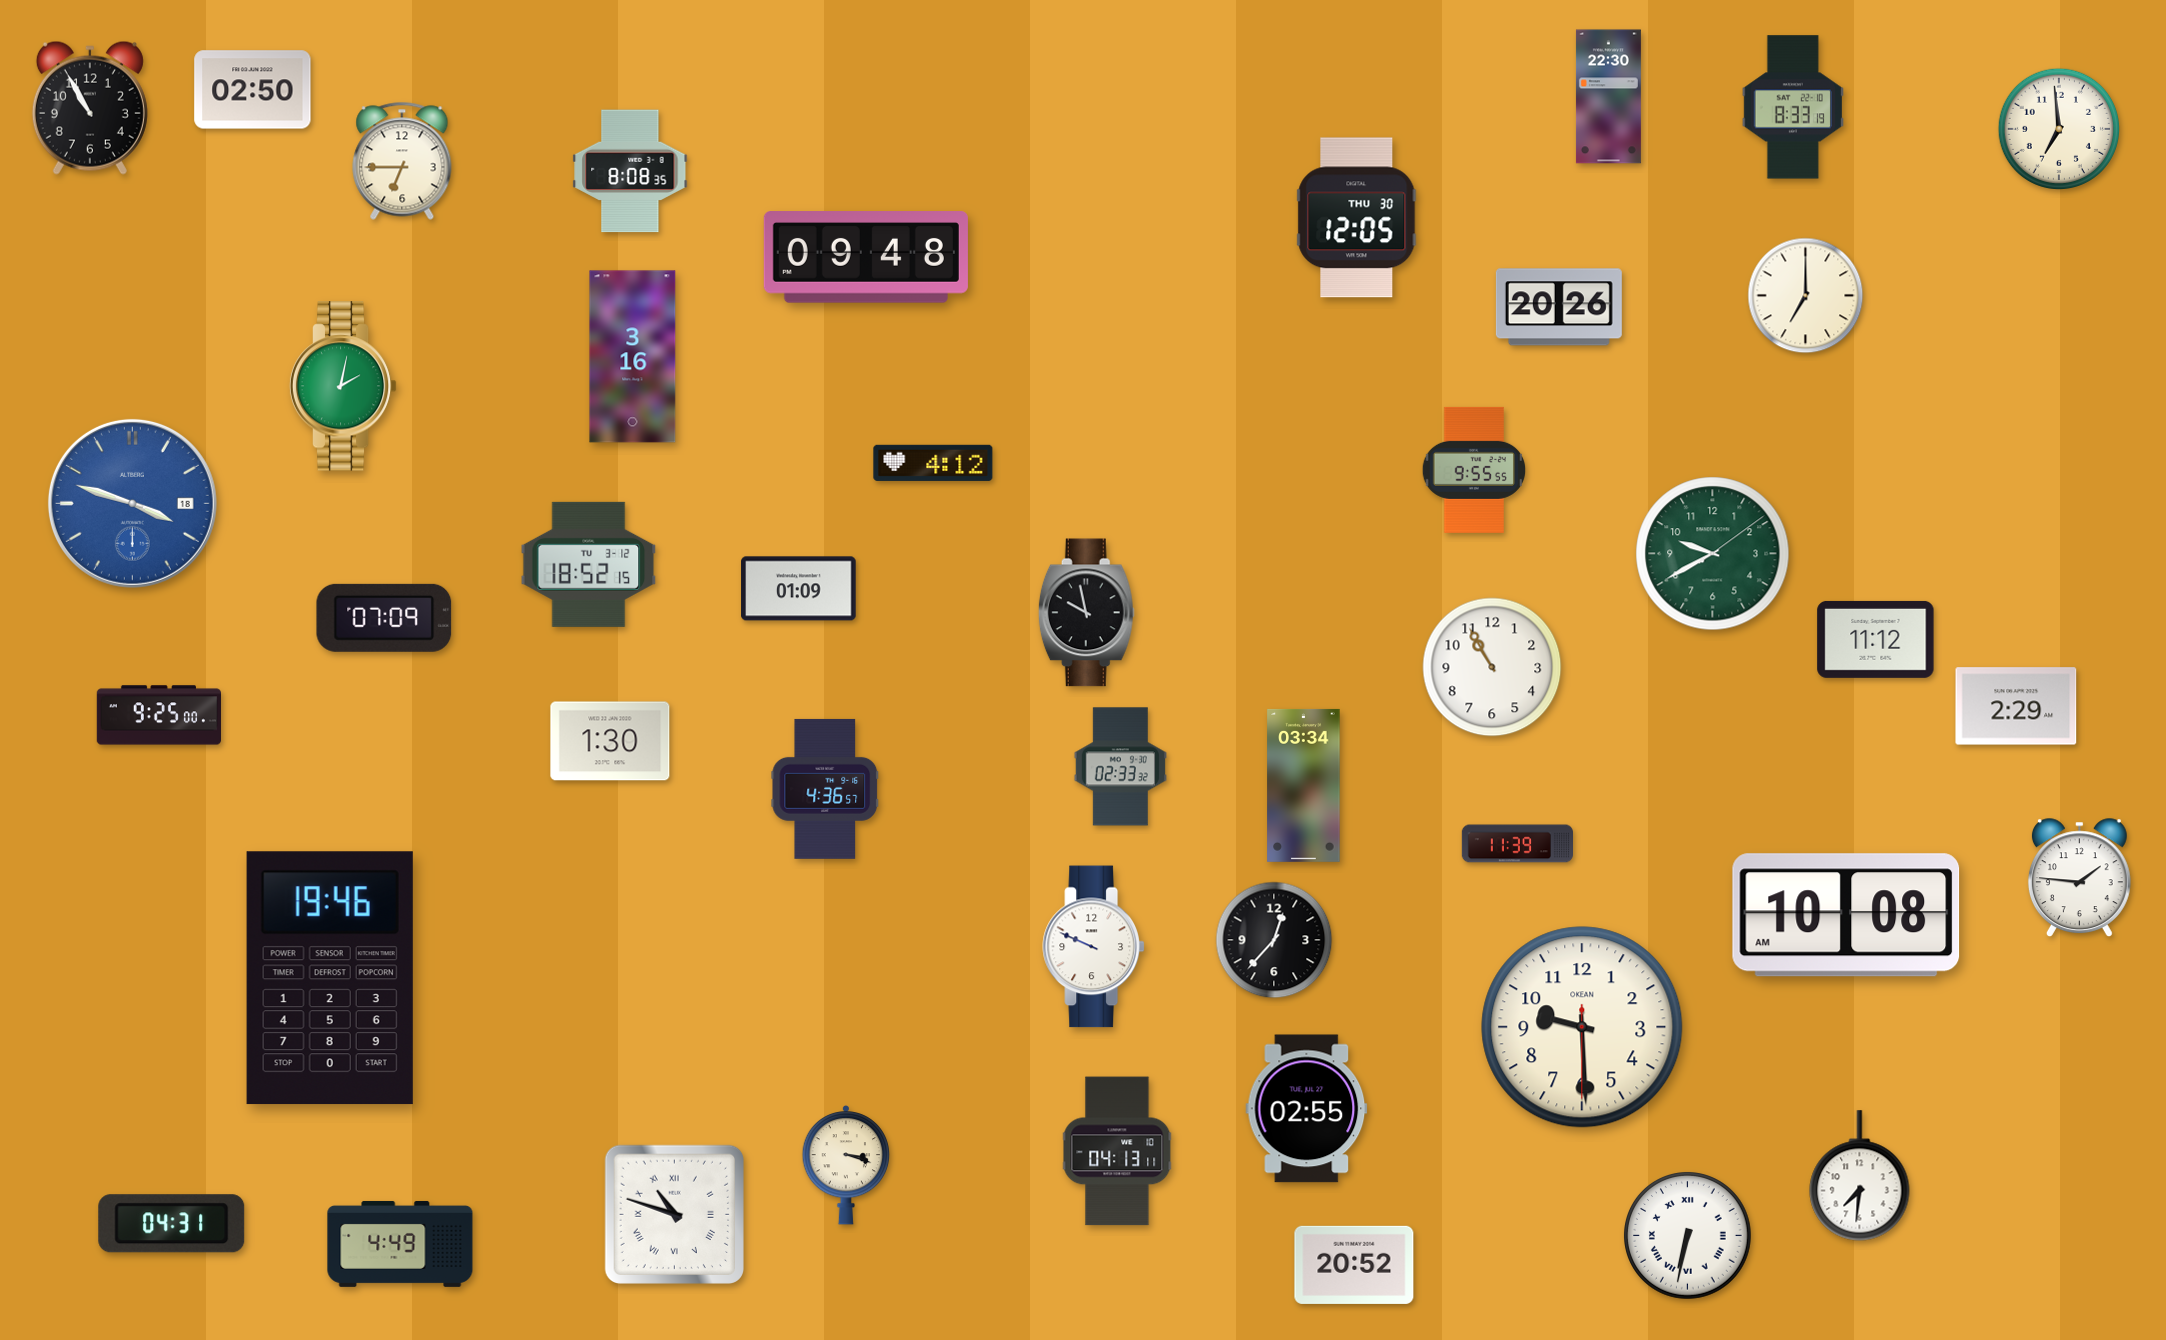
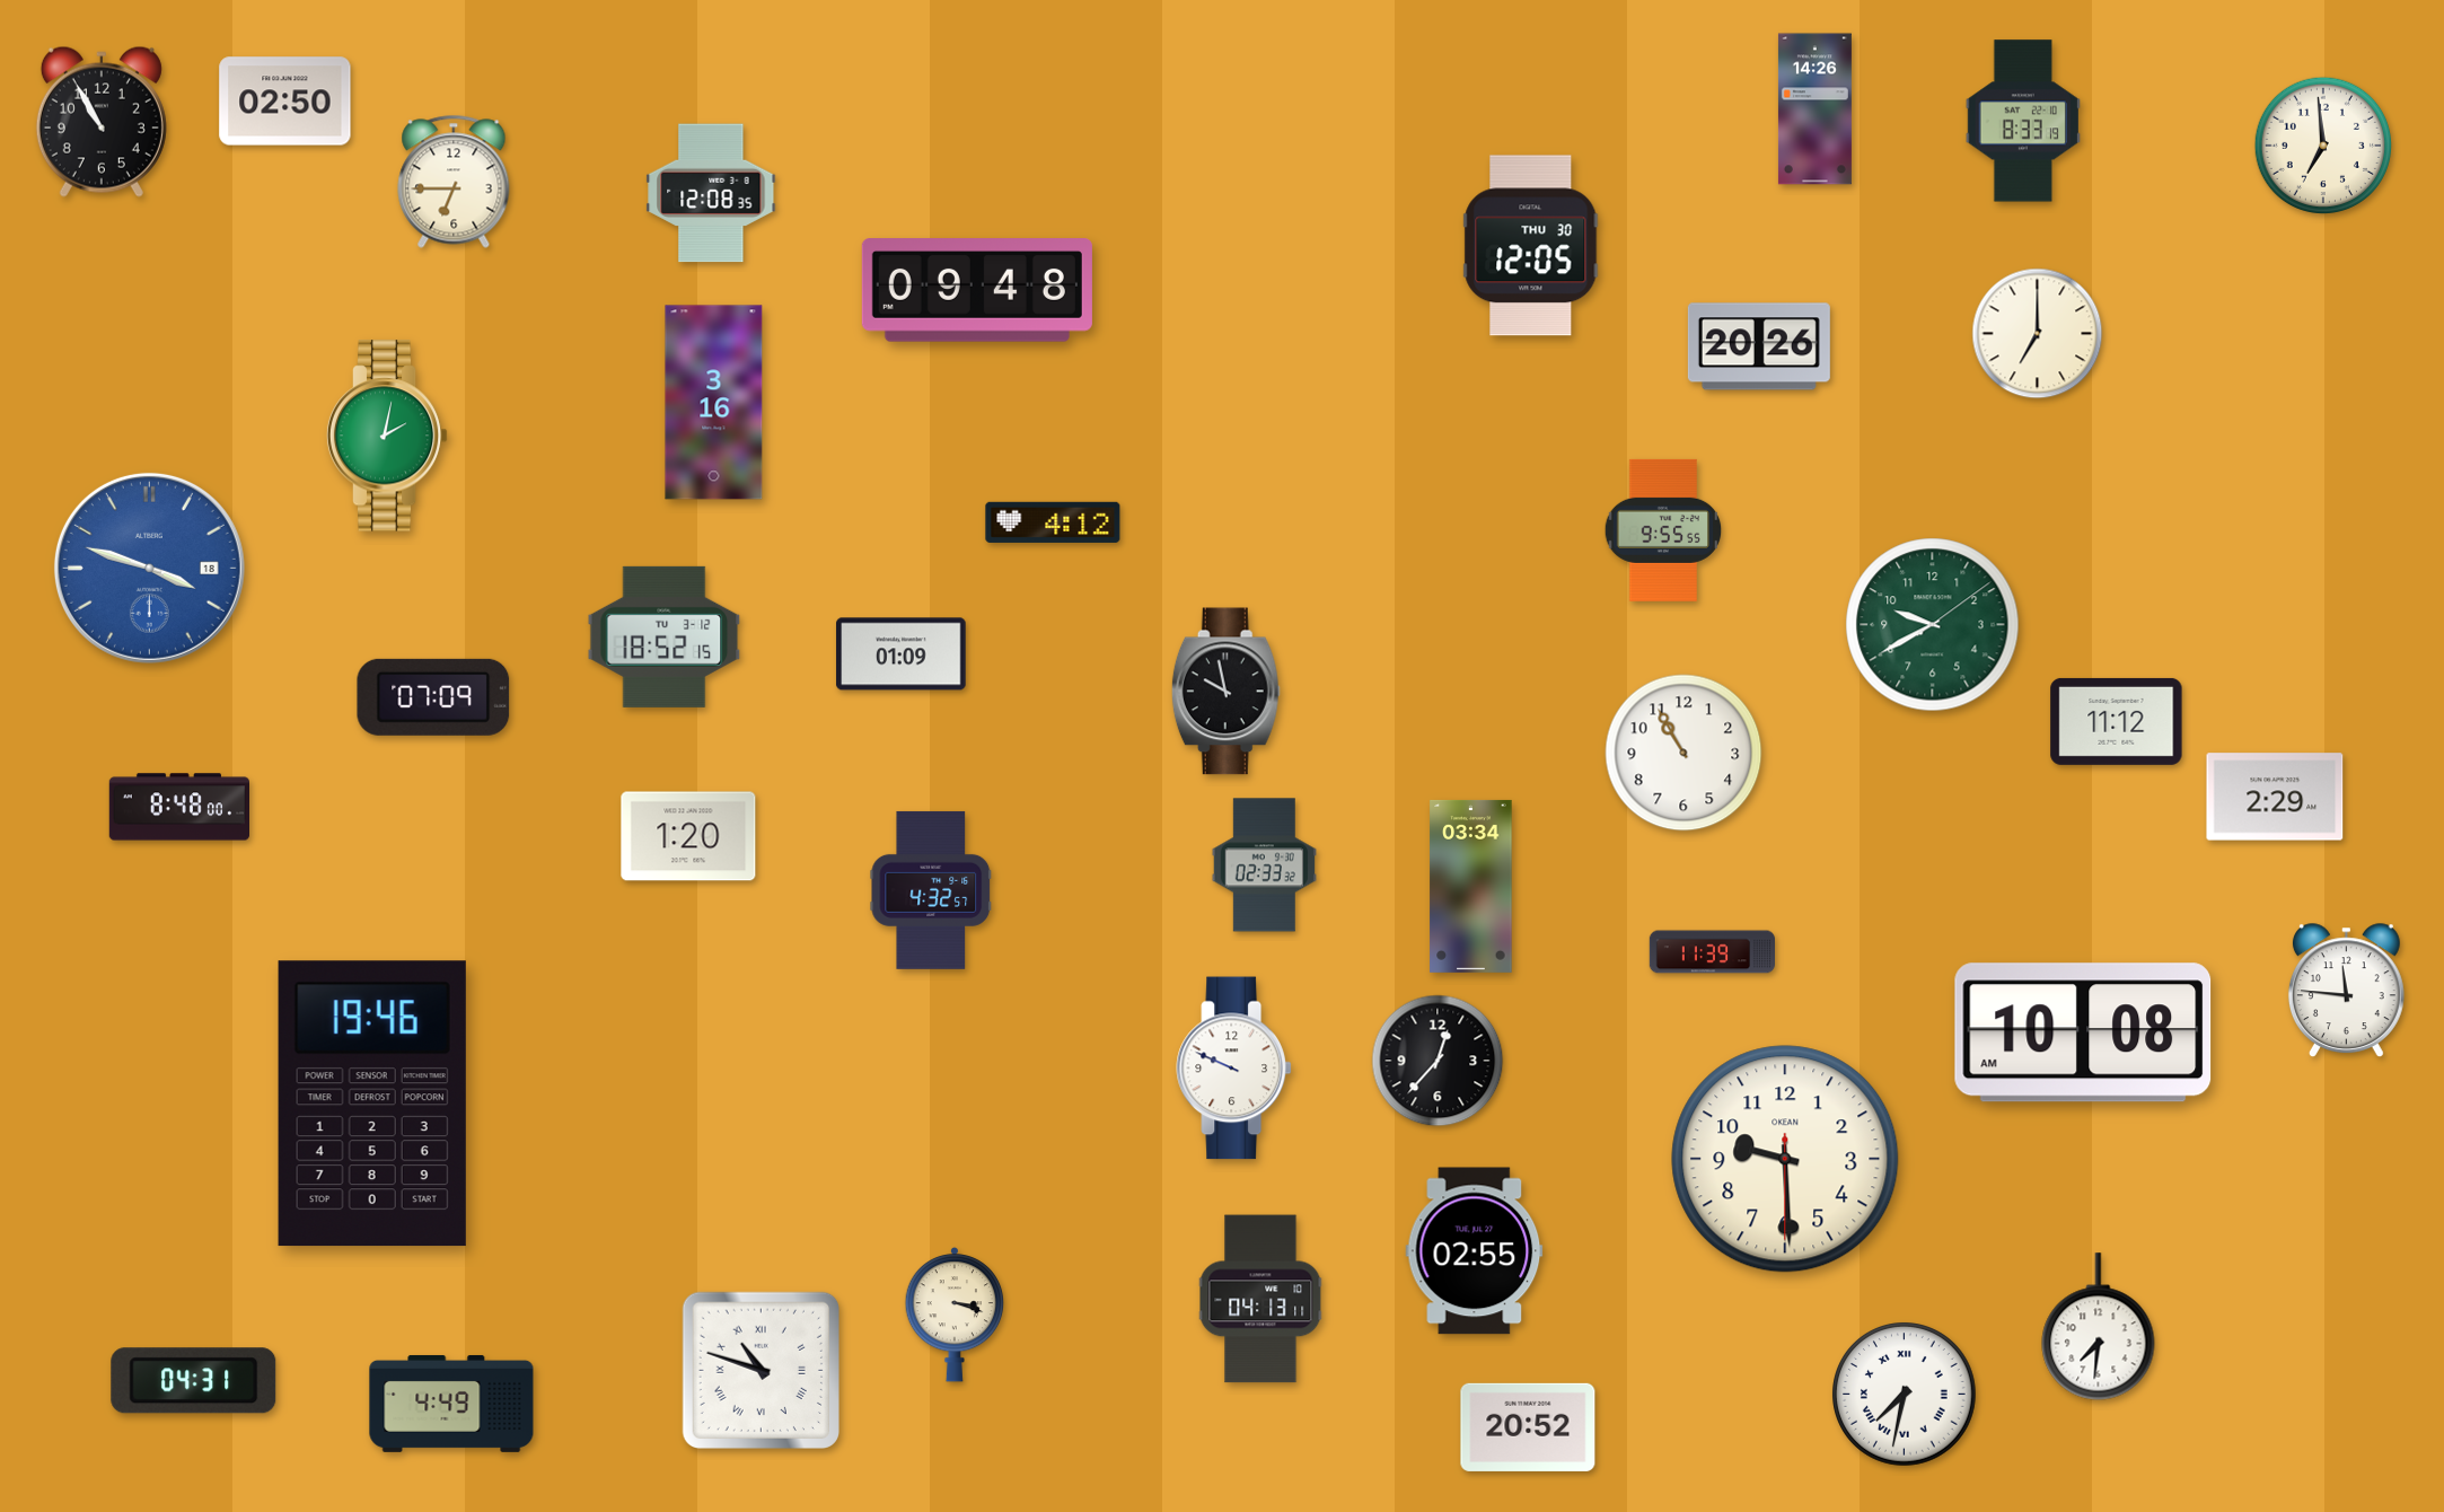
clock at (1608, 97): 22:30 -> 14:26
clock at (630, 171): 8:08 -> 12:08
clock at (799, 589) position: (799, 589) -> (902, 654)
clock at (158, 715): 9:25 -> 8:48
clock at (610, 741): 1:30 -> 1:20
clock at (825, 789): 4:36 -> 4:32
clock at (2079, 878): 1:46 -> 11:46
clock at (1688, 1236): 6:32 -> 7:32
